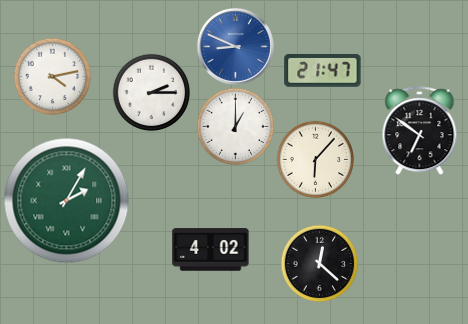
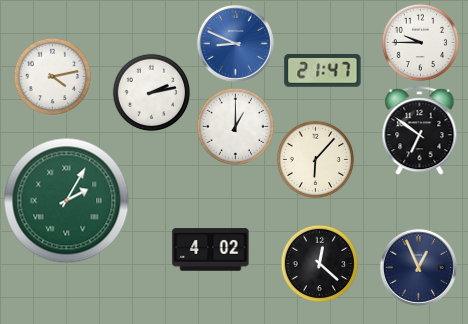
clock at (420, 42): none -> 9:45
clock at (235, 46) position: (235, 46) -> (235, 43)
clock at (151, 92): 2:15 -> 2:13
clock at (418, 267): none -> 12:56
